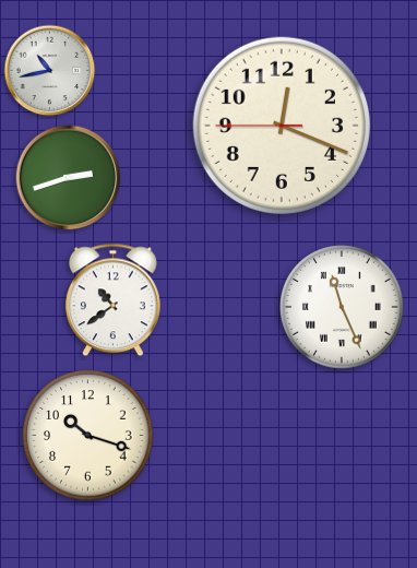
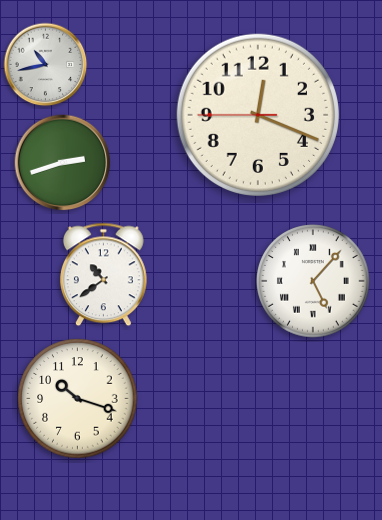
clock at (343, 308): 11:26 -> 5:07
clock at (88, 436) position: (88, 436) -> (78, 399)
